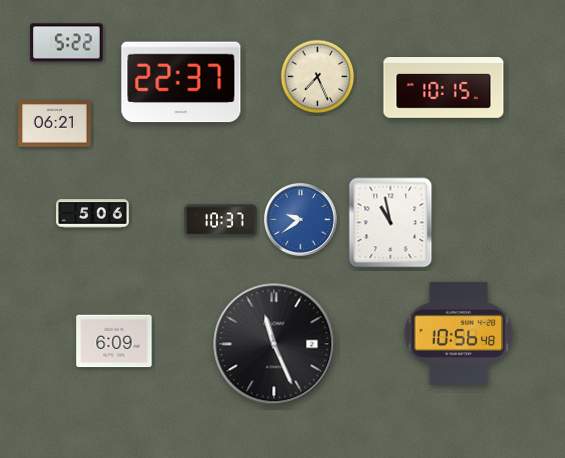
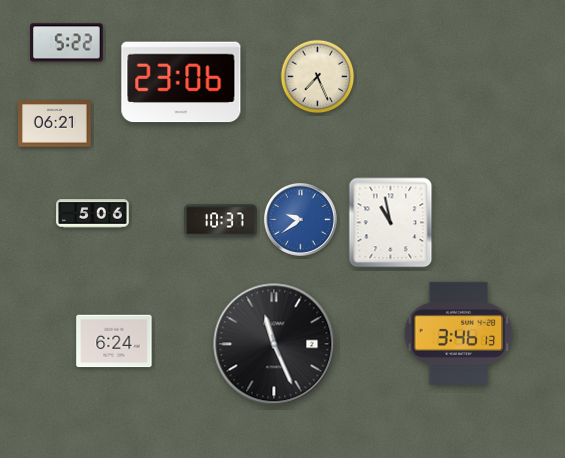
clock at (181, 82): 22:37 -> 23:06
clock at (444, 88): 10:15 -> none
clock at (459, 333): 10:56 -> 3:46
clock at (114, 341): 6:09 -> 6:24
